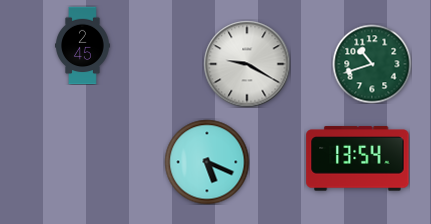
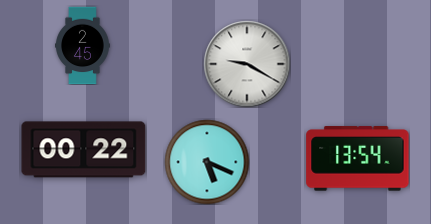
clock at (372, 64): 10:42 -> none
clock at (84, 150): none -> 00:22
